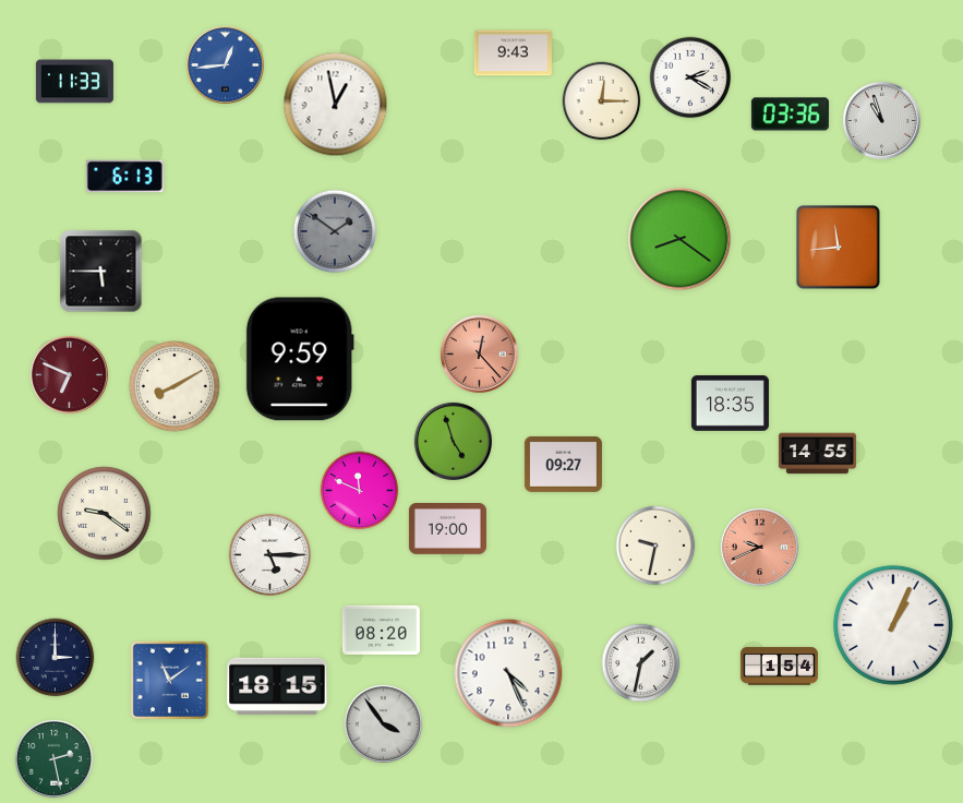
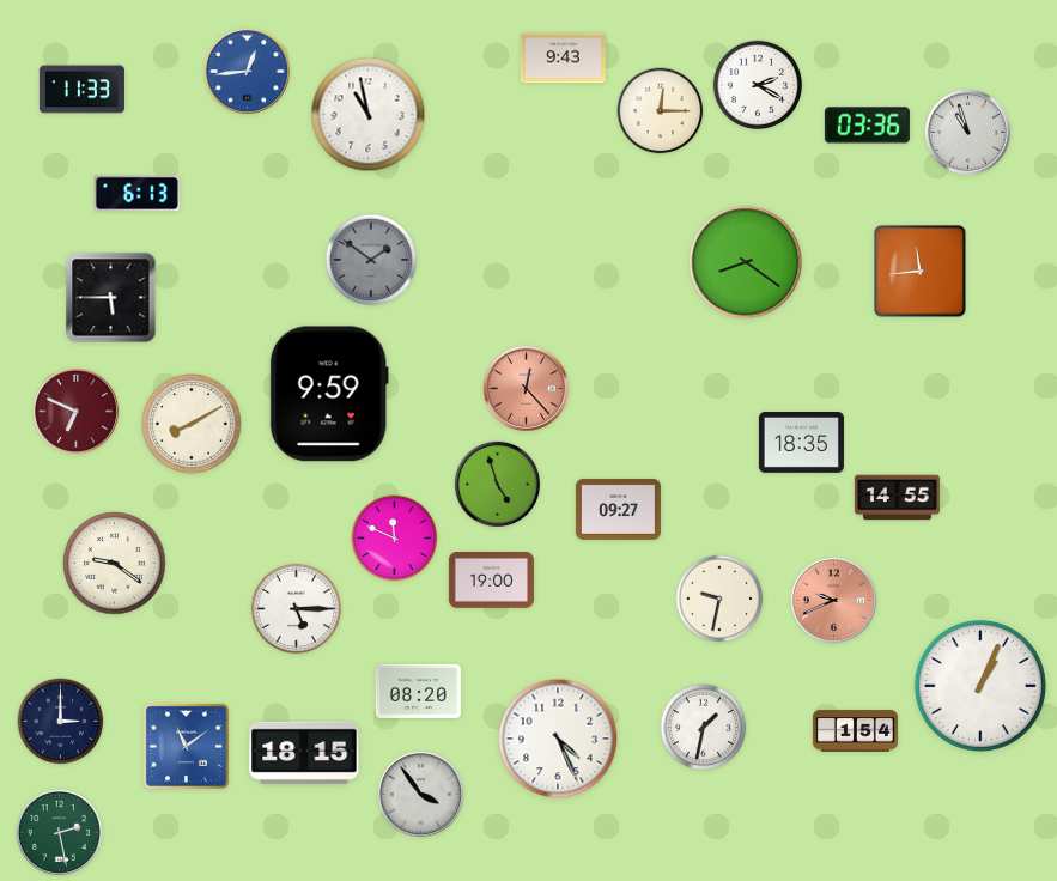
clock at (336, 105): 12:58 -> 10:58
clock at (334, 230) position: (334, 230) -> (370, 259)
